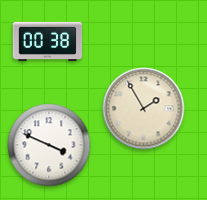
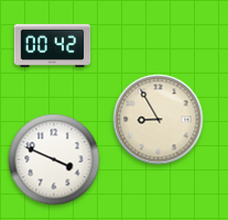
clock at (48, 41): 00:38 -> 00:42
clock at (144, 109): 1:55 -> 8:55
